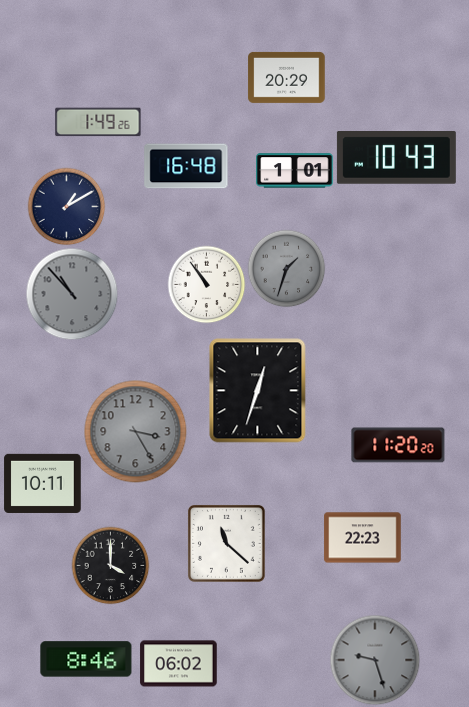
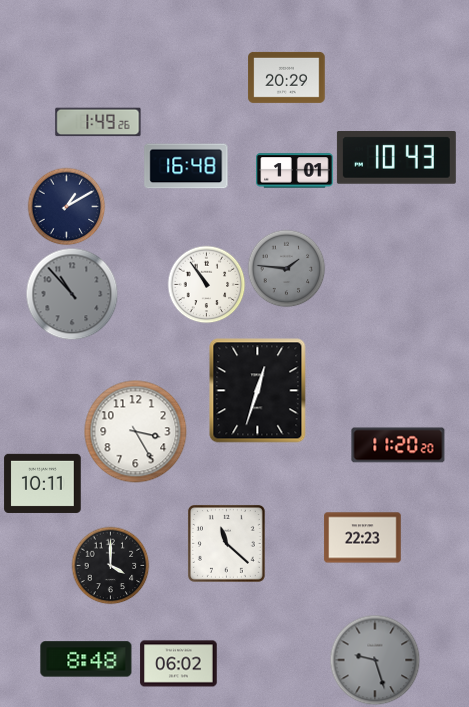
clock at (286, 268): 1:33 -> 1:46
clock at (136, 432) dial: grey -> white
clock at (86, 659): 8:46 -> 8:48
